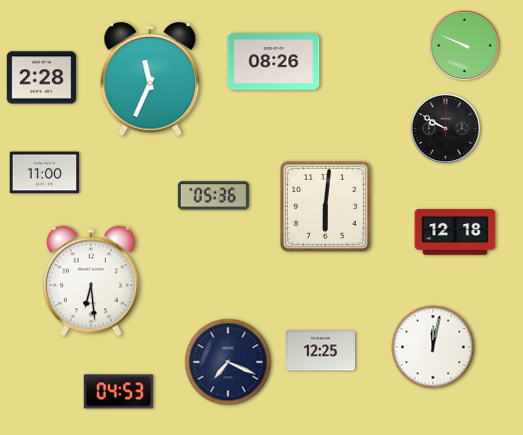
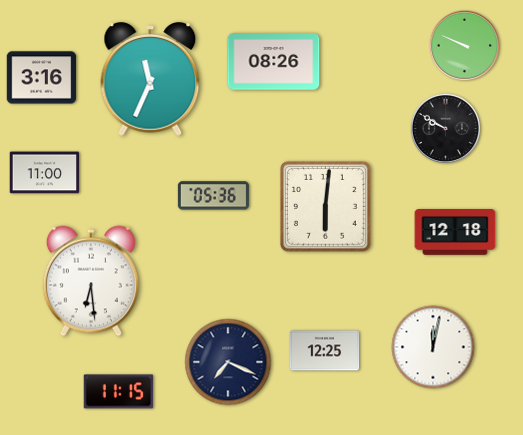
clock at (42, 78): 2:28 -> 3:16
clock at (321, 351) position: (321, 351) -> (325, 351)
clock at (119, 392): 04:53 -> 11:15
